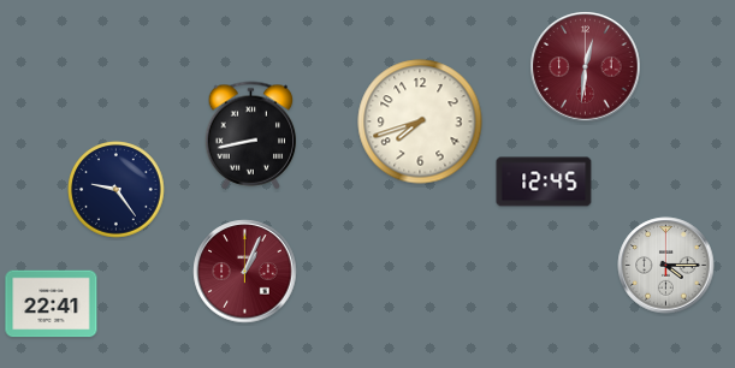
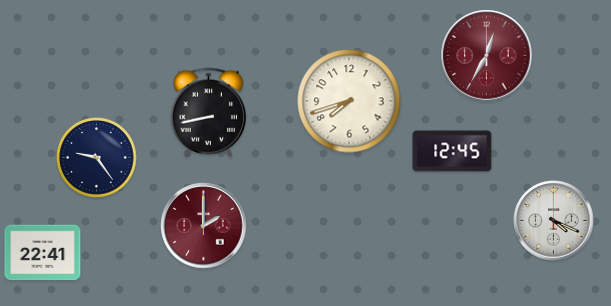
clock at (586, 67): 12:31 -> 12:35
clock at (666, 266): 4:15 -> 4:19
clock at (245, 272): 1:04 -> 2:00
